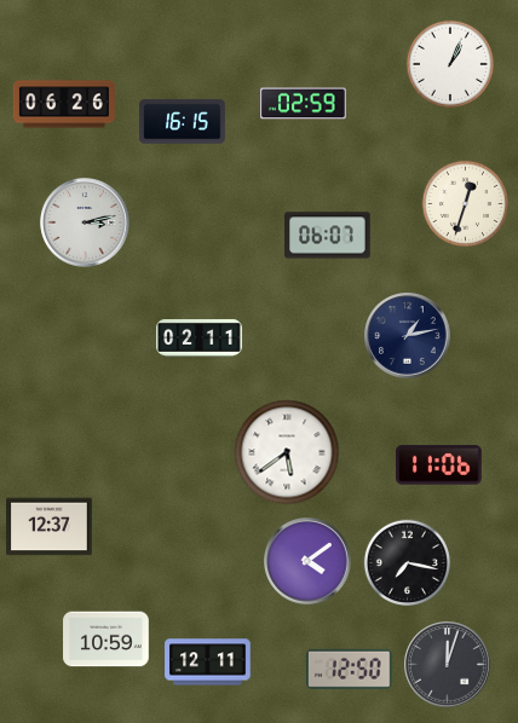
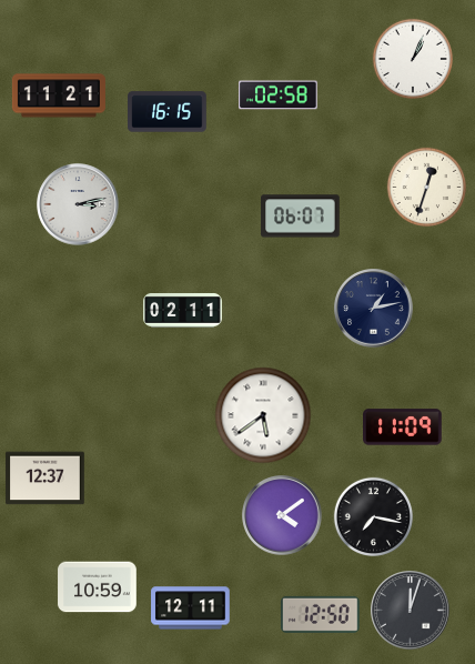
clock at (64, 104): 06:26 -> 11:21
clock at (304, 104): 02:59 -> 02:58
clock at (439, 465): 11:06 -> 11:09
clock at (50, 527) position: (50, 527) -> (46, 479)
